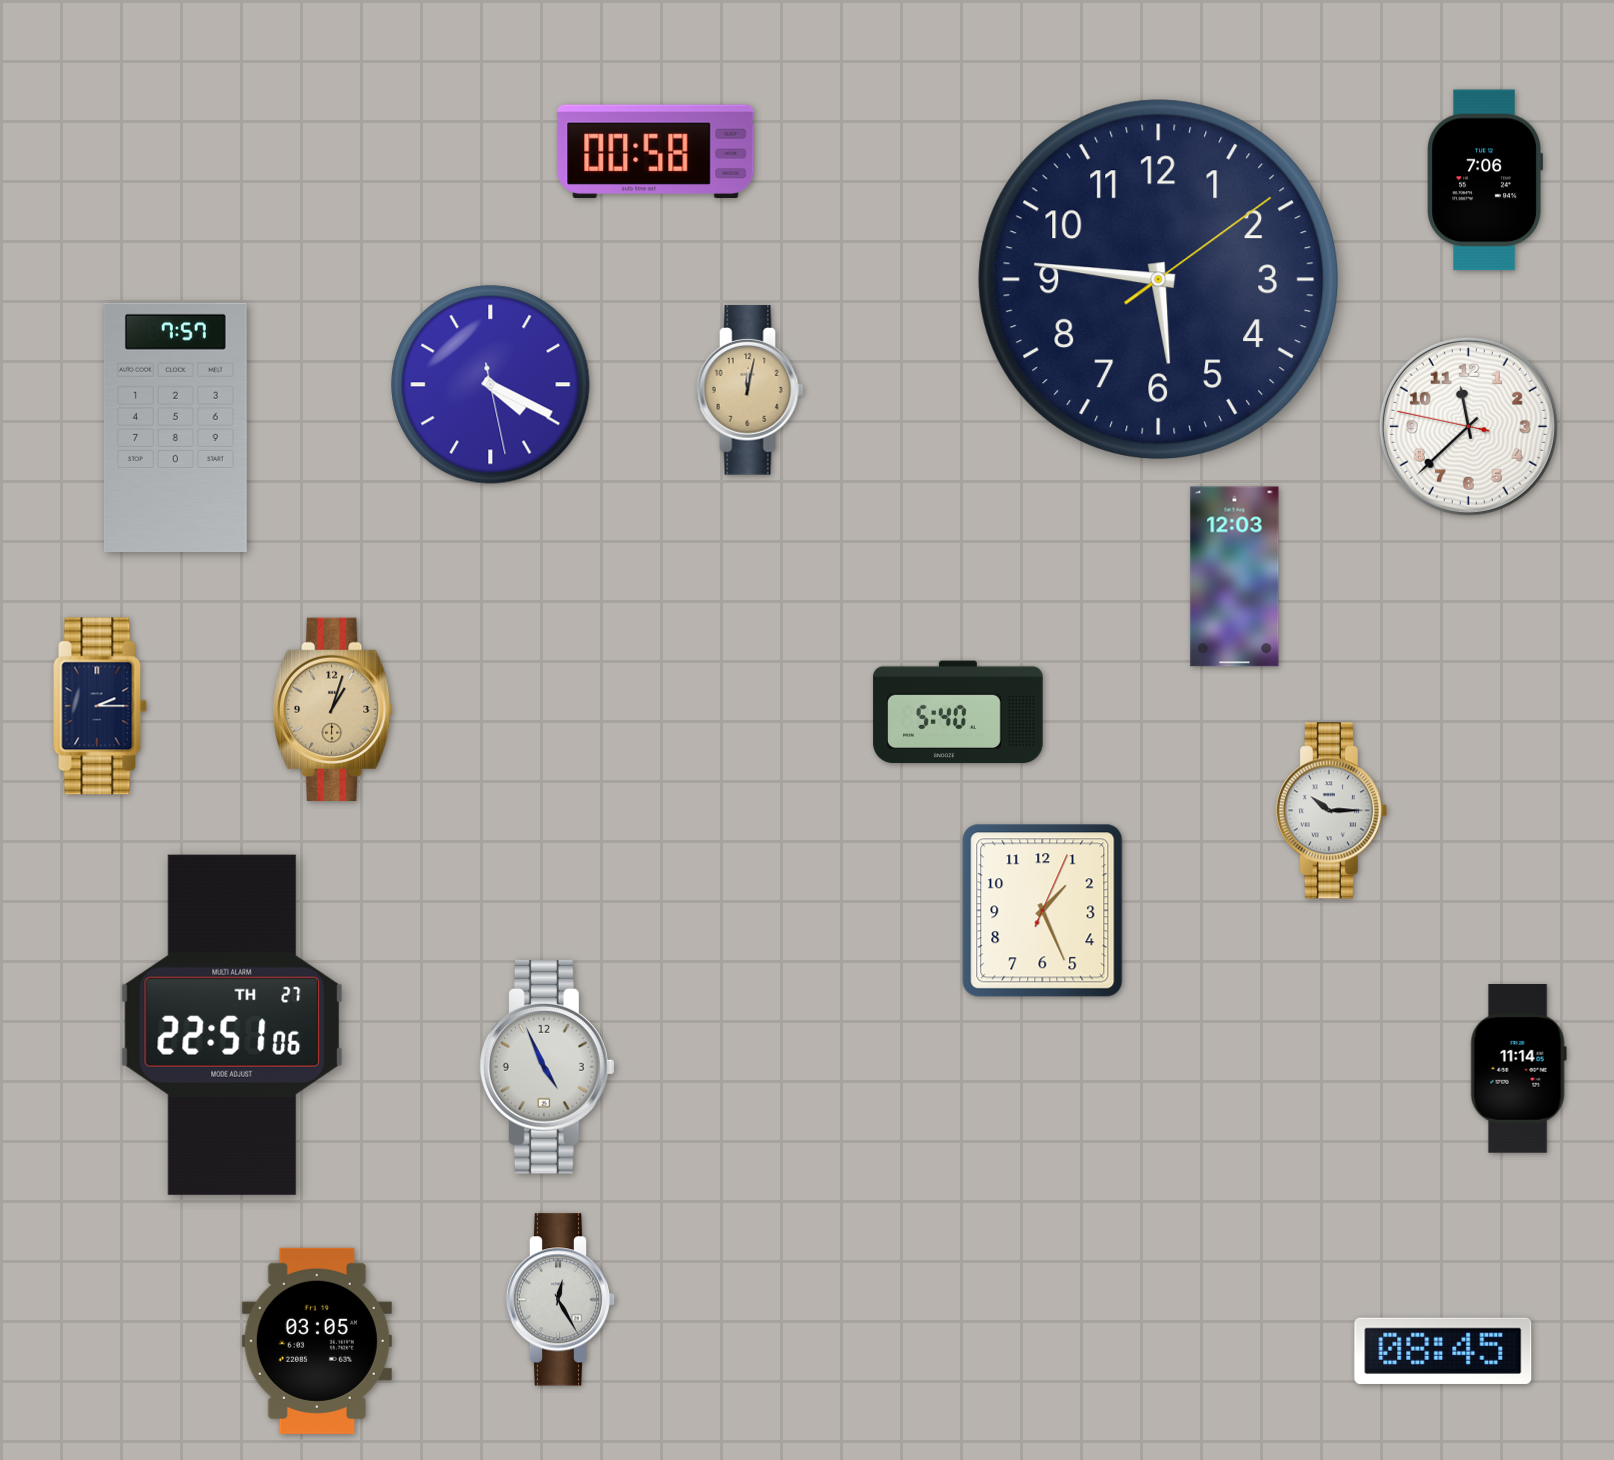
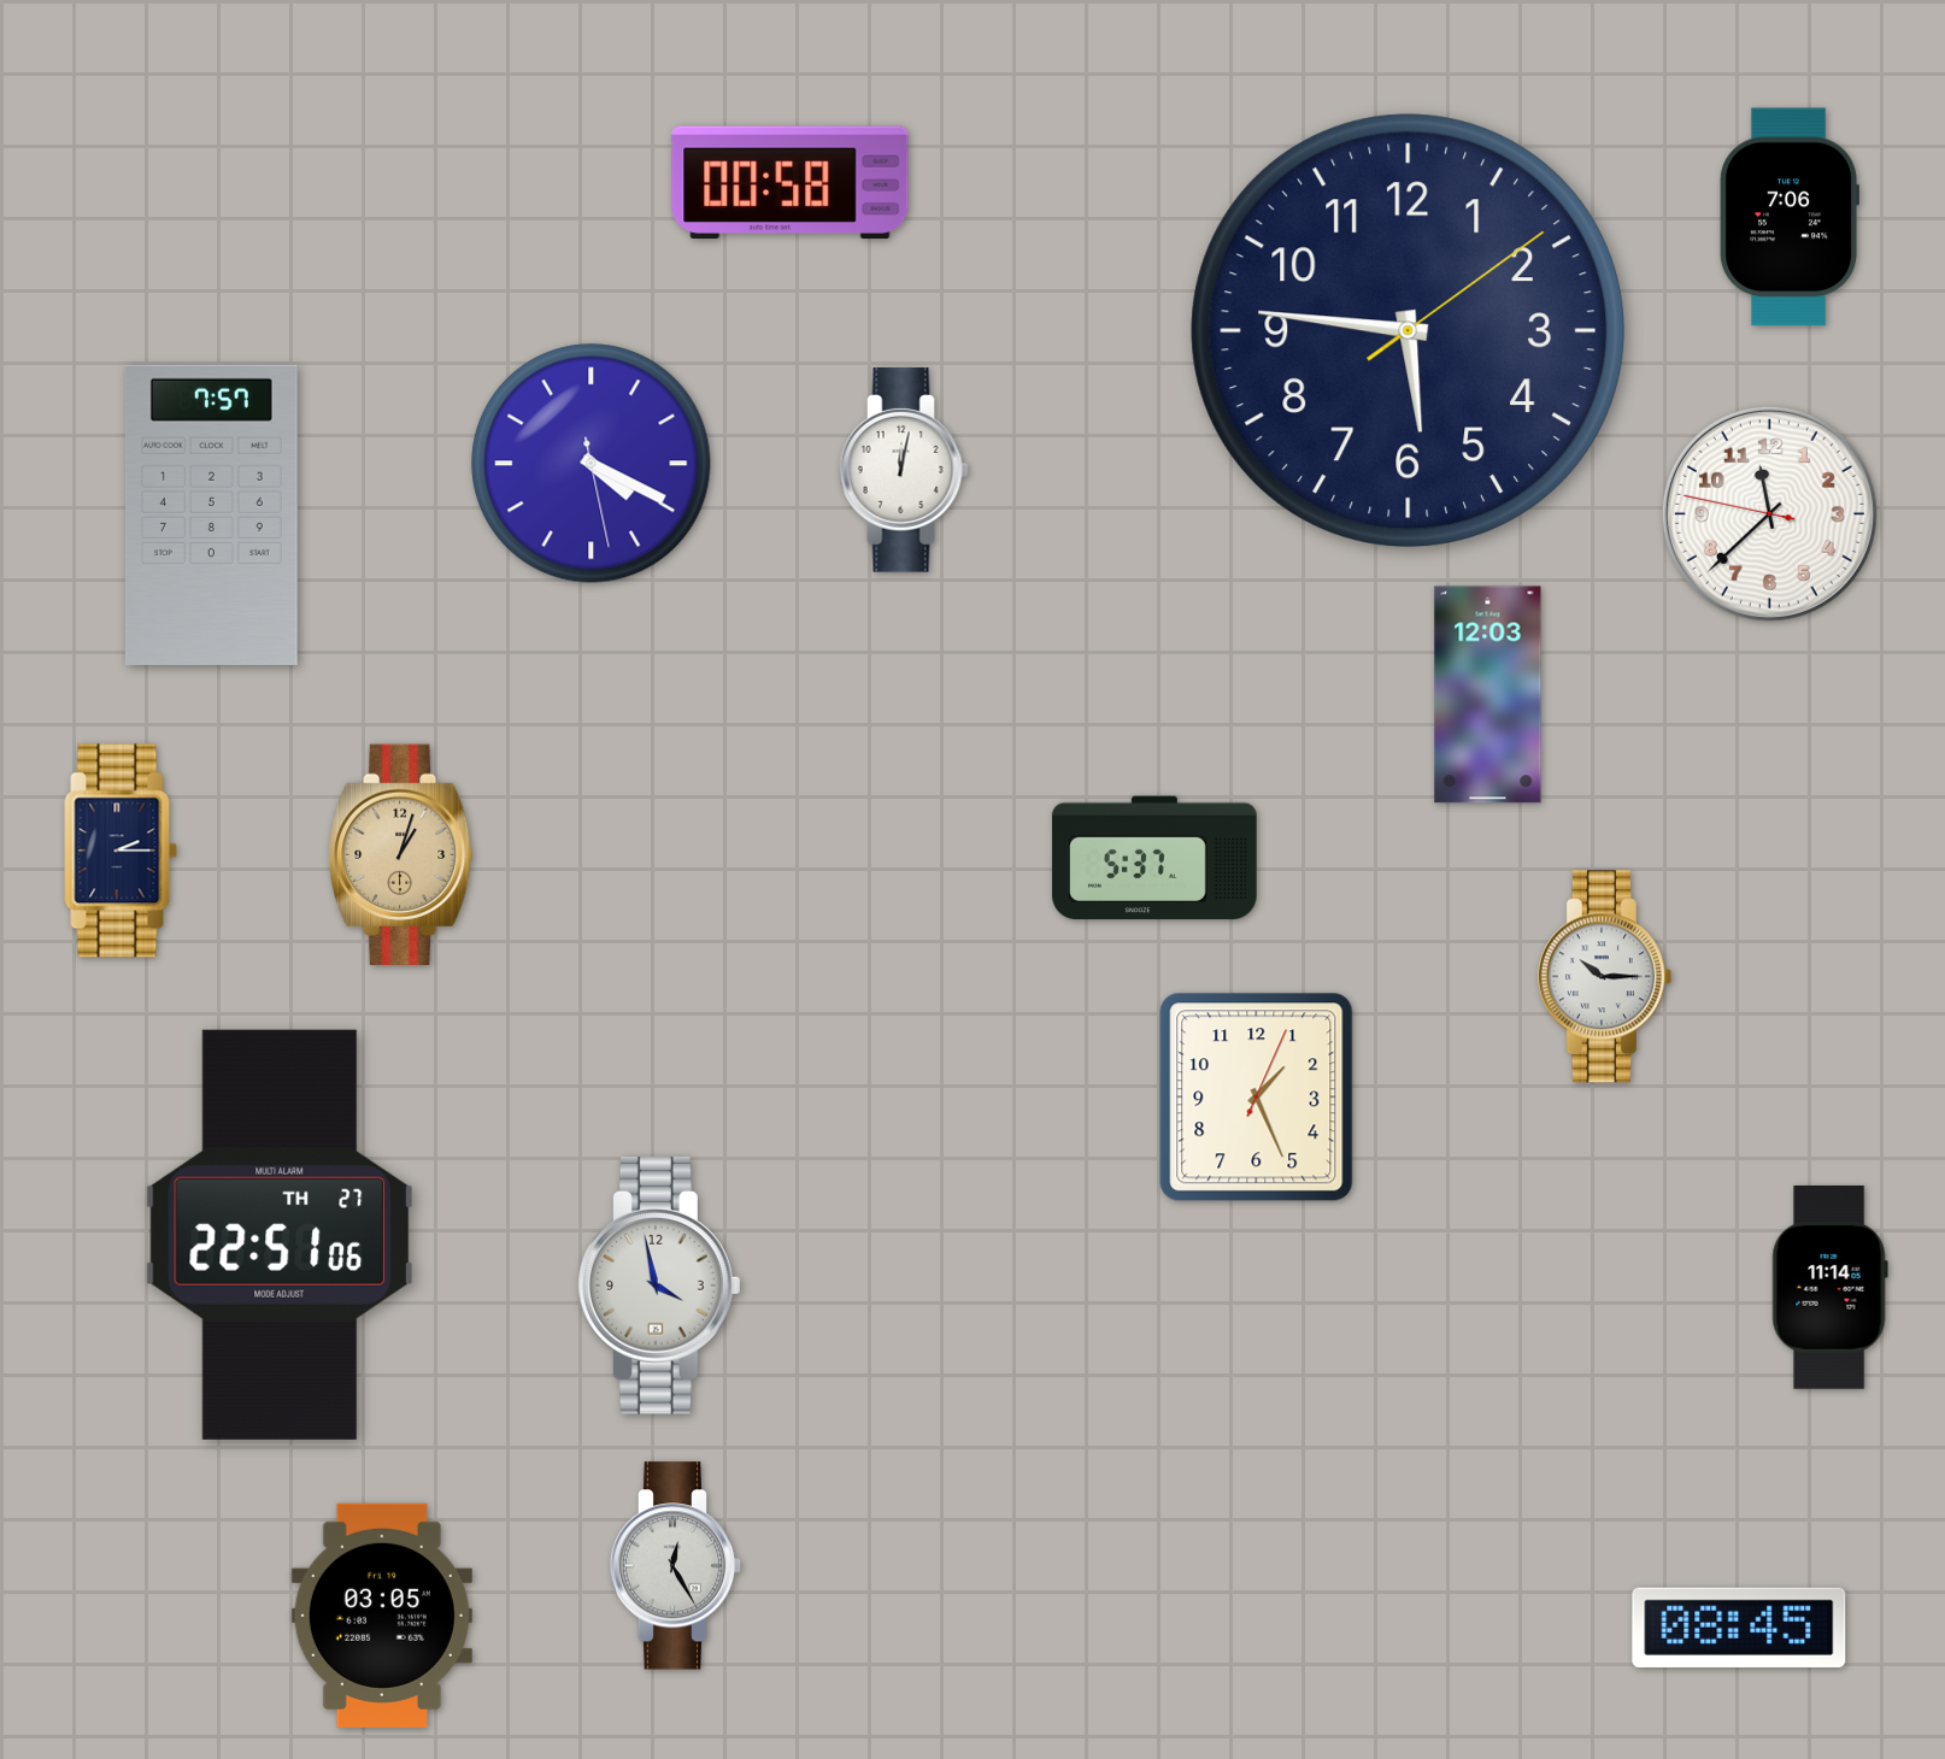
clock at (1158, 279) position: (1158, 279) -> (1408, 330)
clock at (750, 390) dial: champagne -> white
clock at (958, 712): 5:40 -> 5:37
clock at (548, 1068): 4:56 -> 3:58
